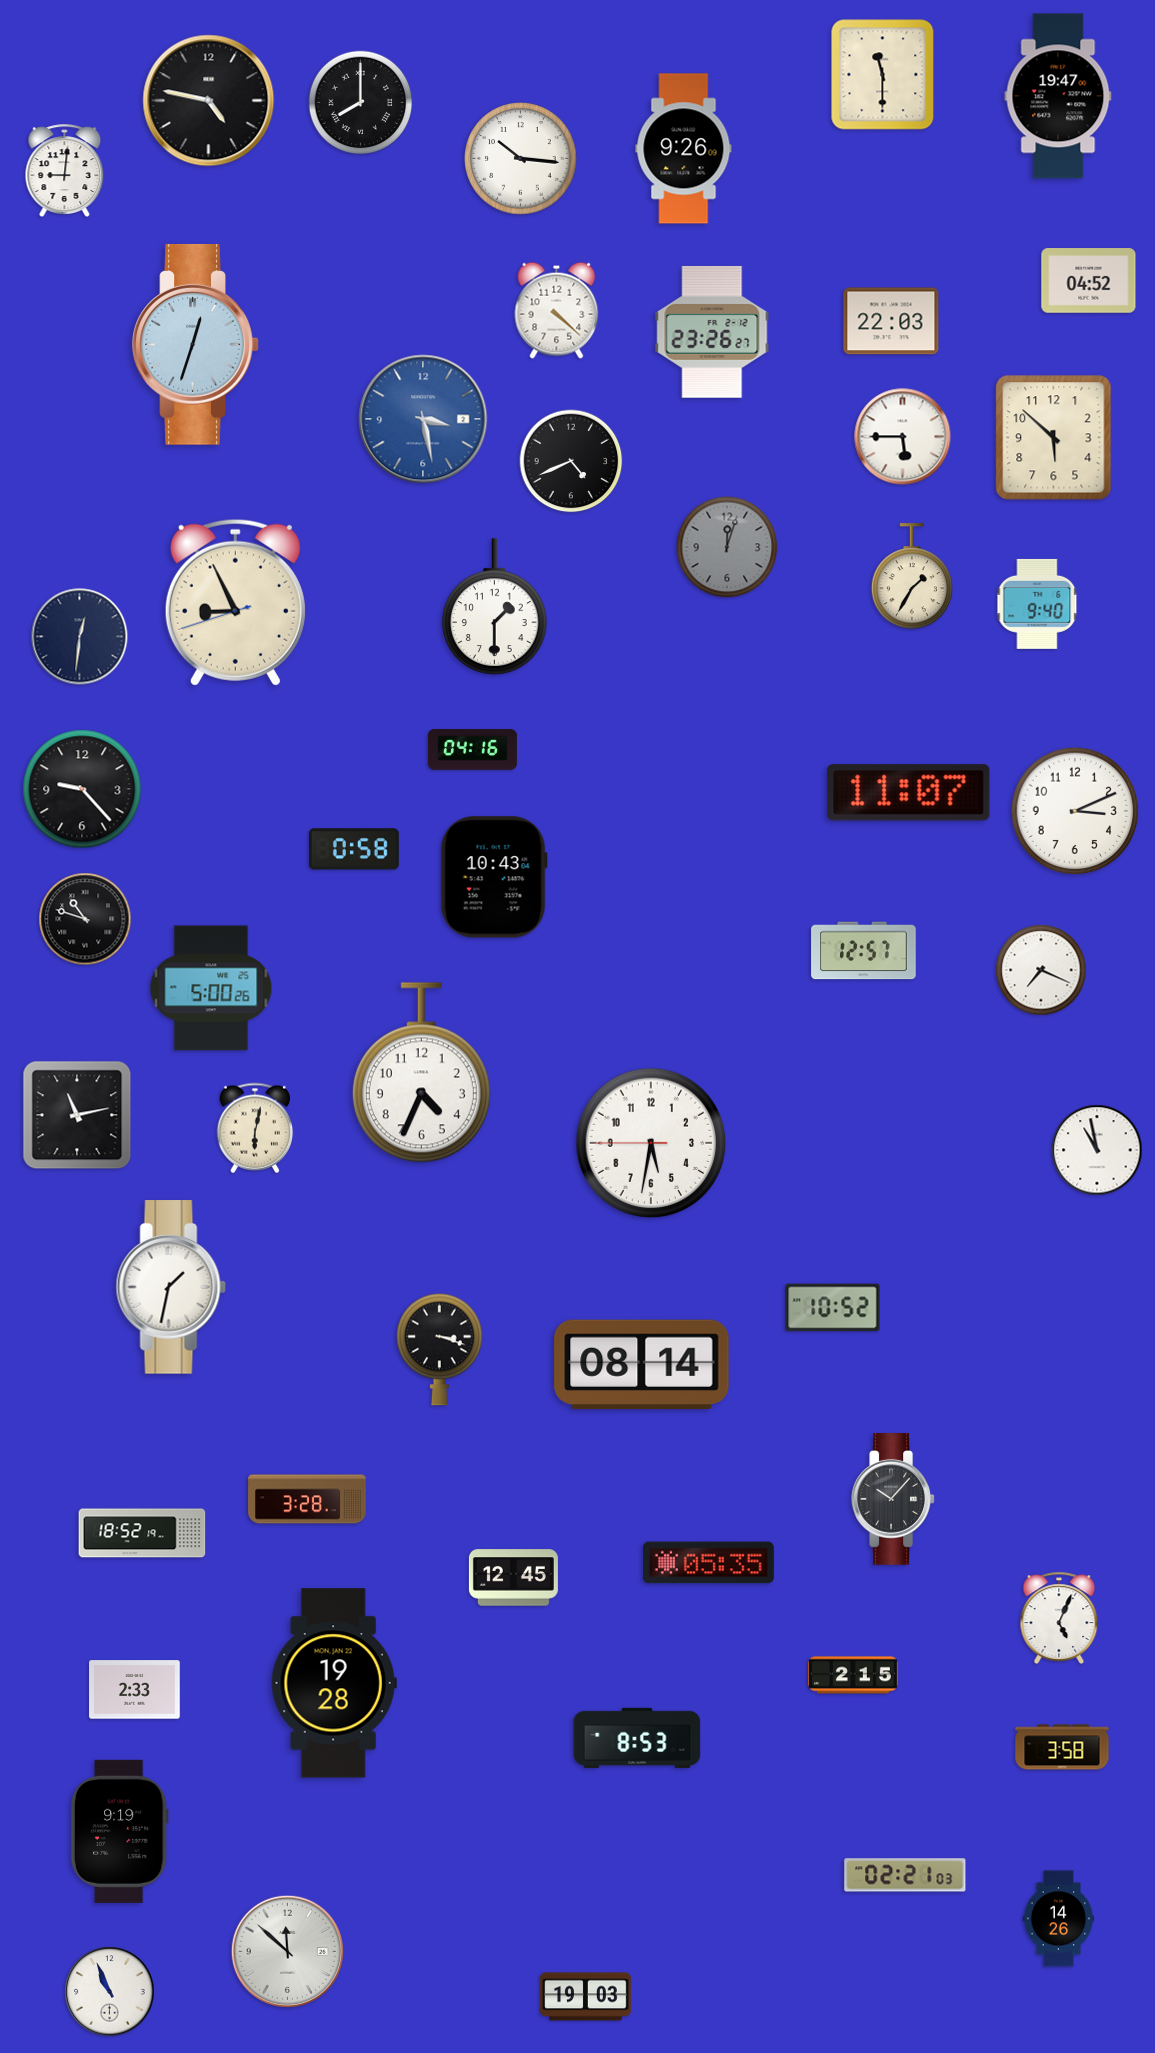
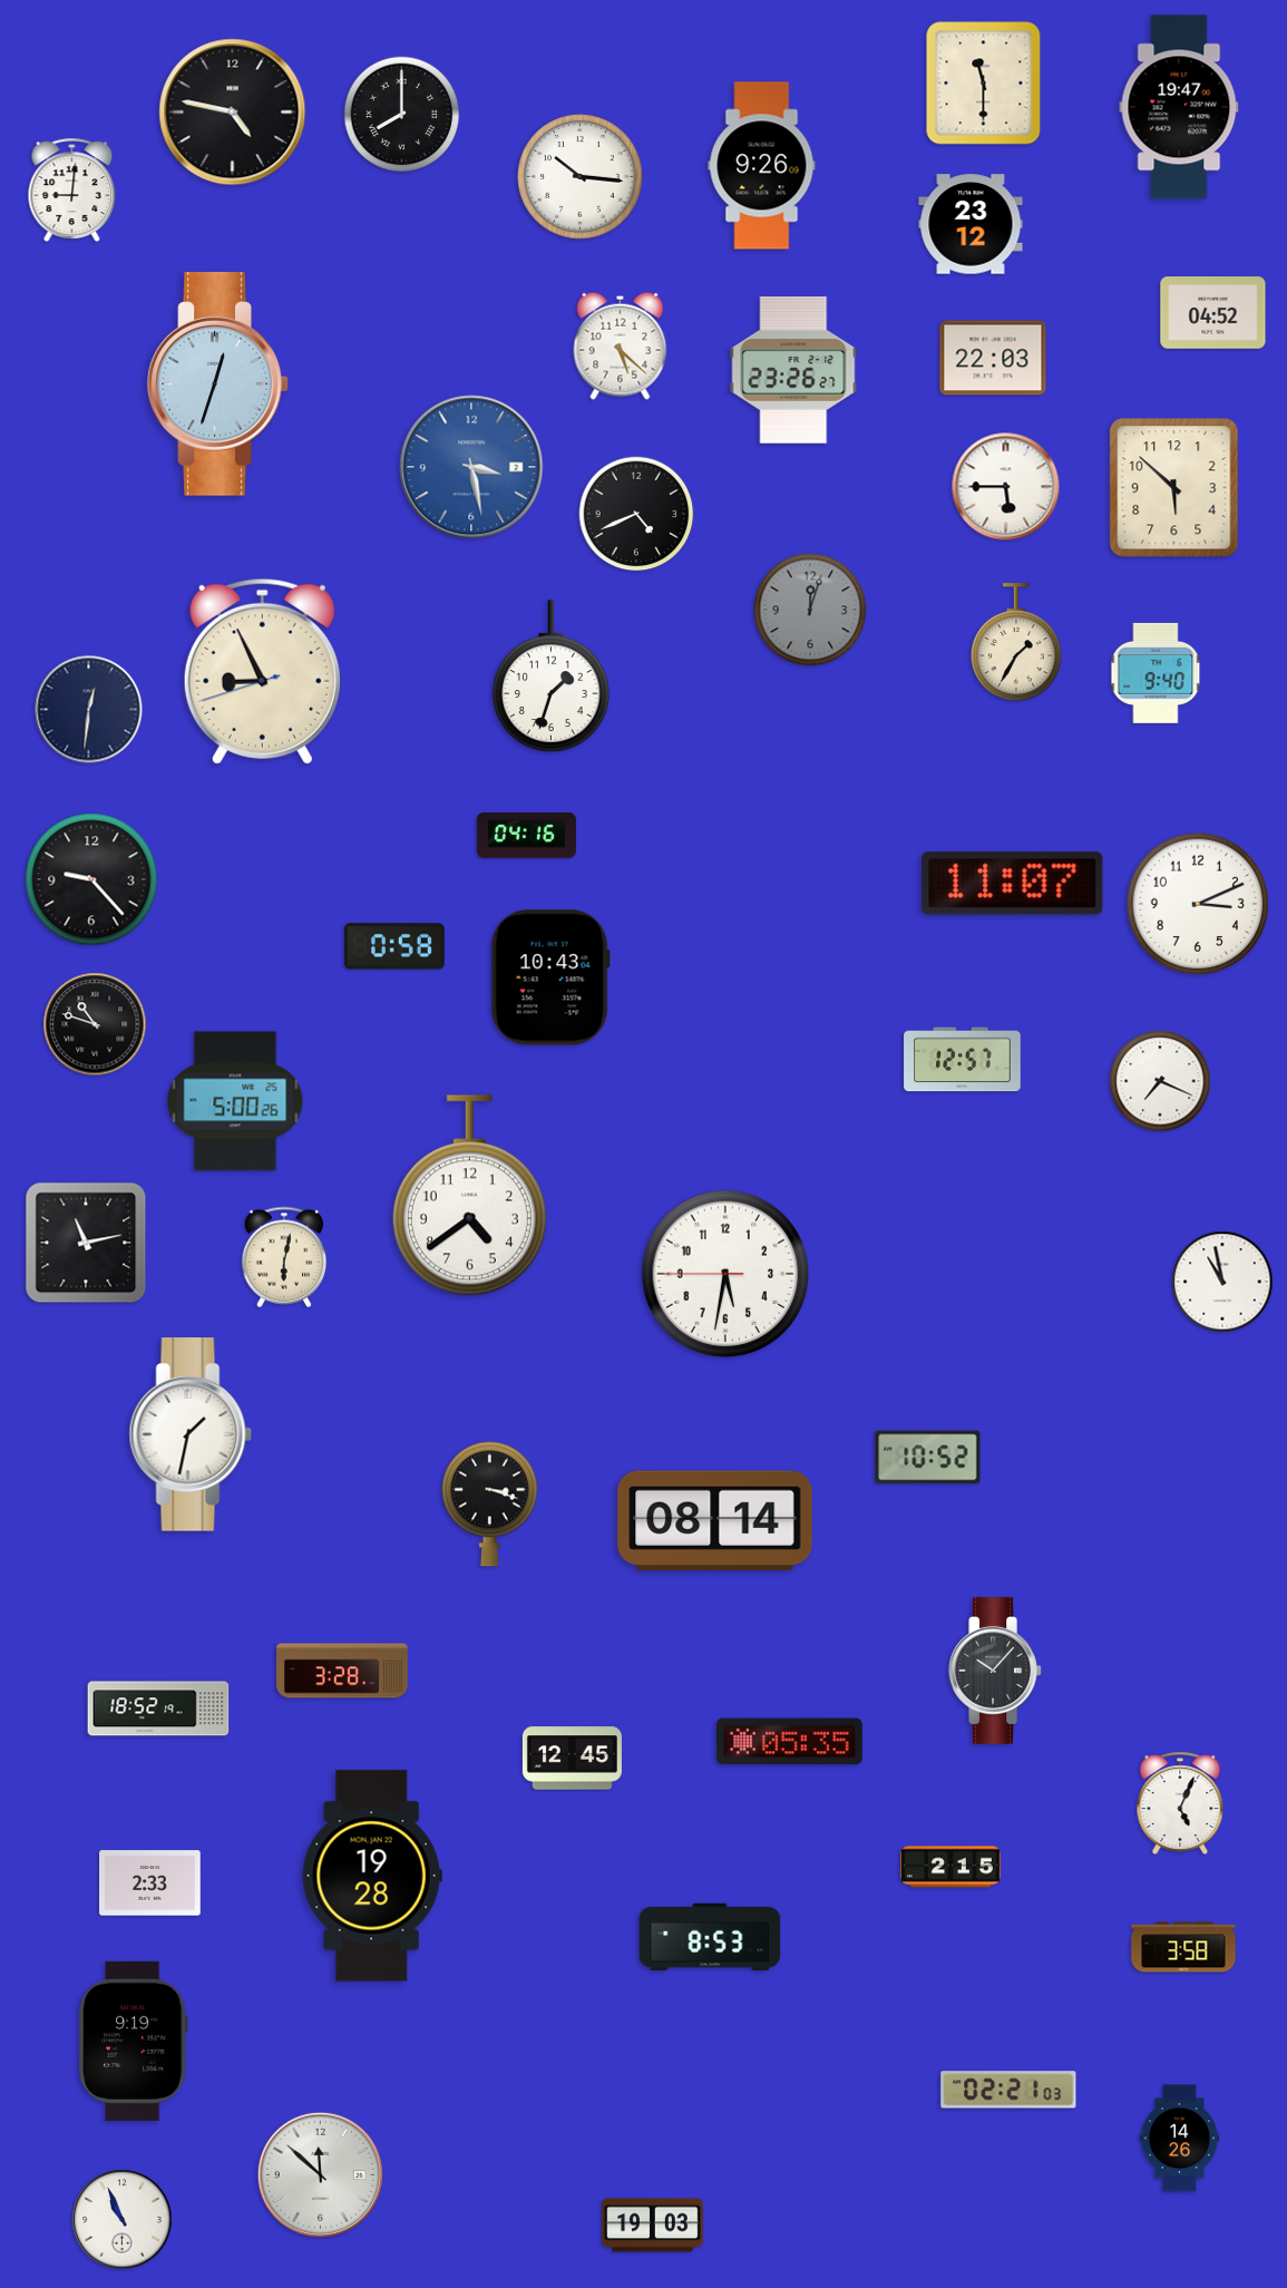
clock at (971, 224): none -> 23:12
clock at (557, 310): 4:22 -> 5:22
clock at (495, 607): 1:30 -> 1:33
clock at (421, 1073): 4:34 -> 4:39
